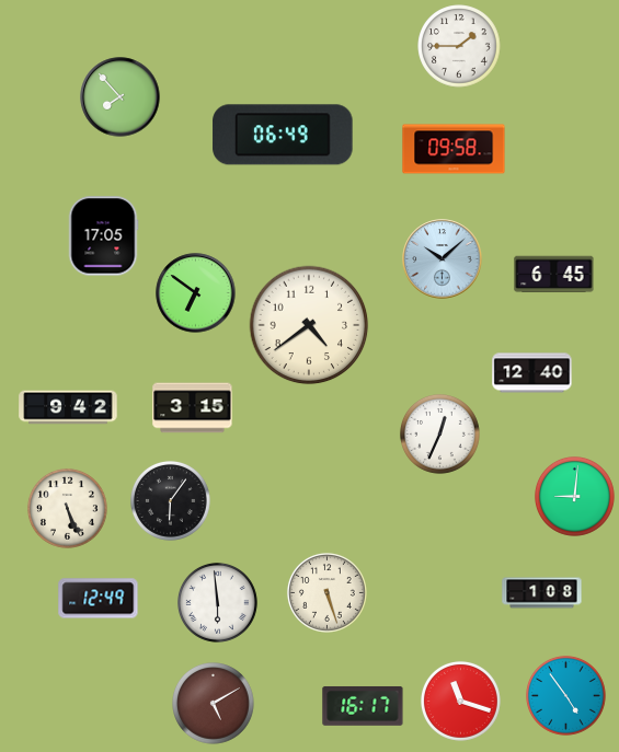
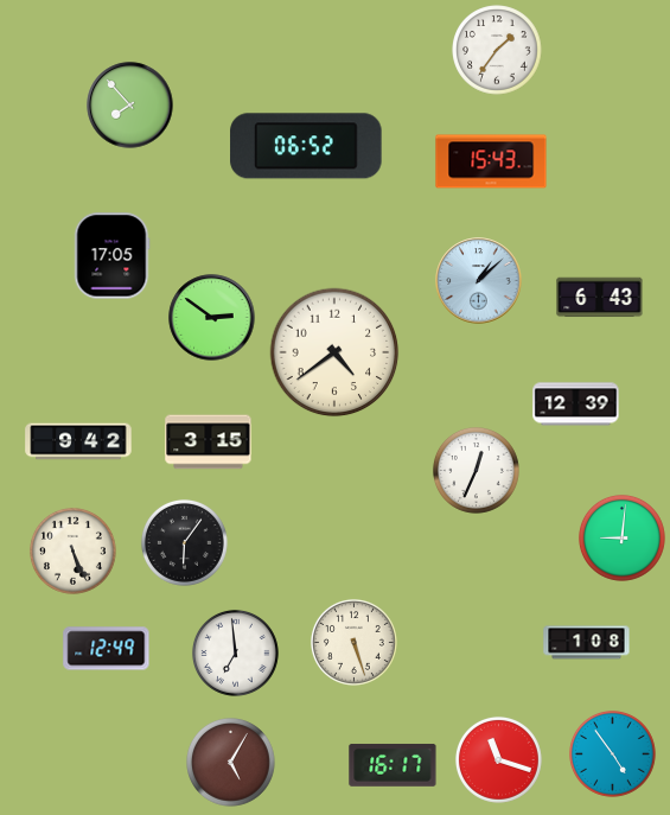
clock at (459, 46): 1:45 -> 1:36
clock at (283, 135): 06:49 -> 06:52
clock at (454, 149): 09:58 -> 15:43
clock at (443, 259): 10:08 -> 1:08
clock at (554, 275): 6:45 -> 6:43
clock at (196, 293): 6:51 -> 2:51
clock at (532, 373): 12:40 -> 12:39
clock at (68, 407) position: (68, 407) -> (78, 441)
clock at (217, 602): 5:59 -> 6:59
clock at (214, 704): 5:10 -> 5:05
